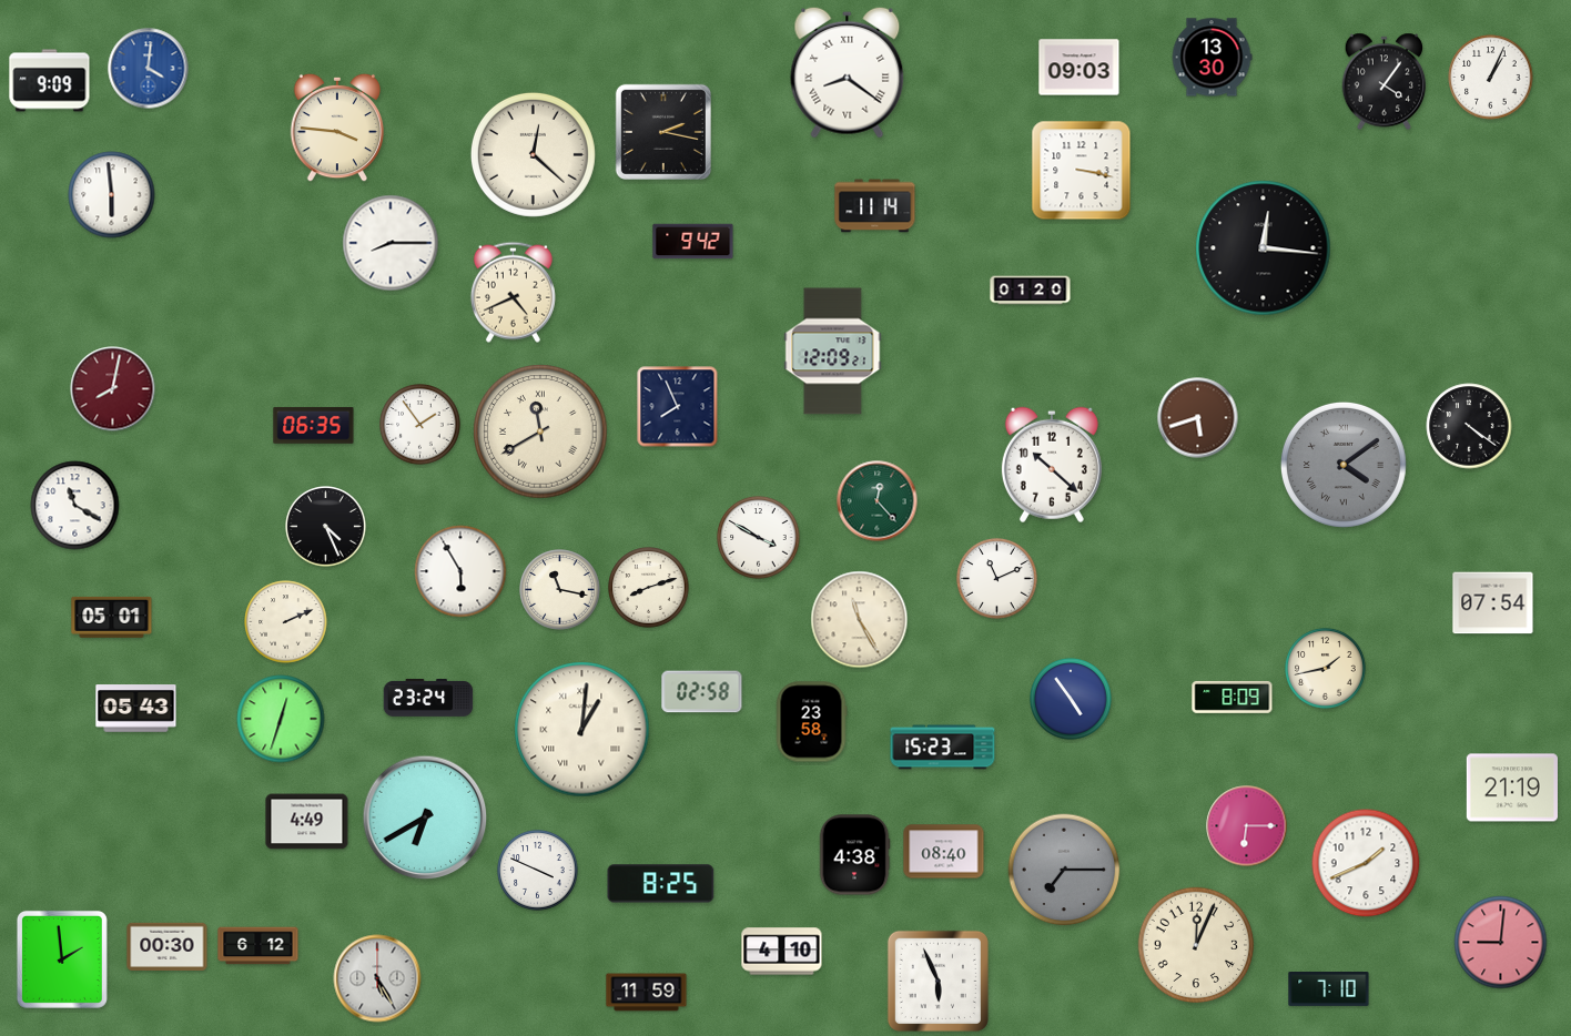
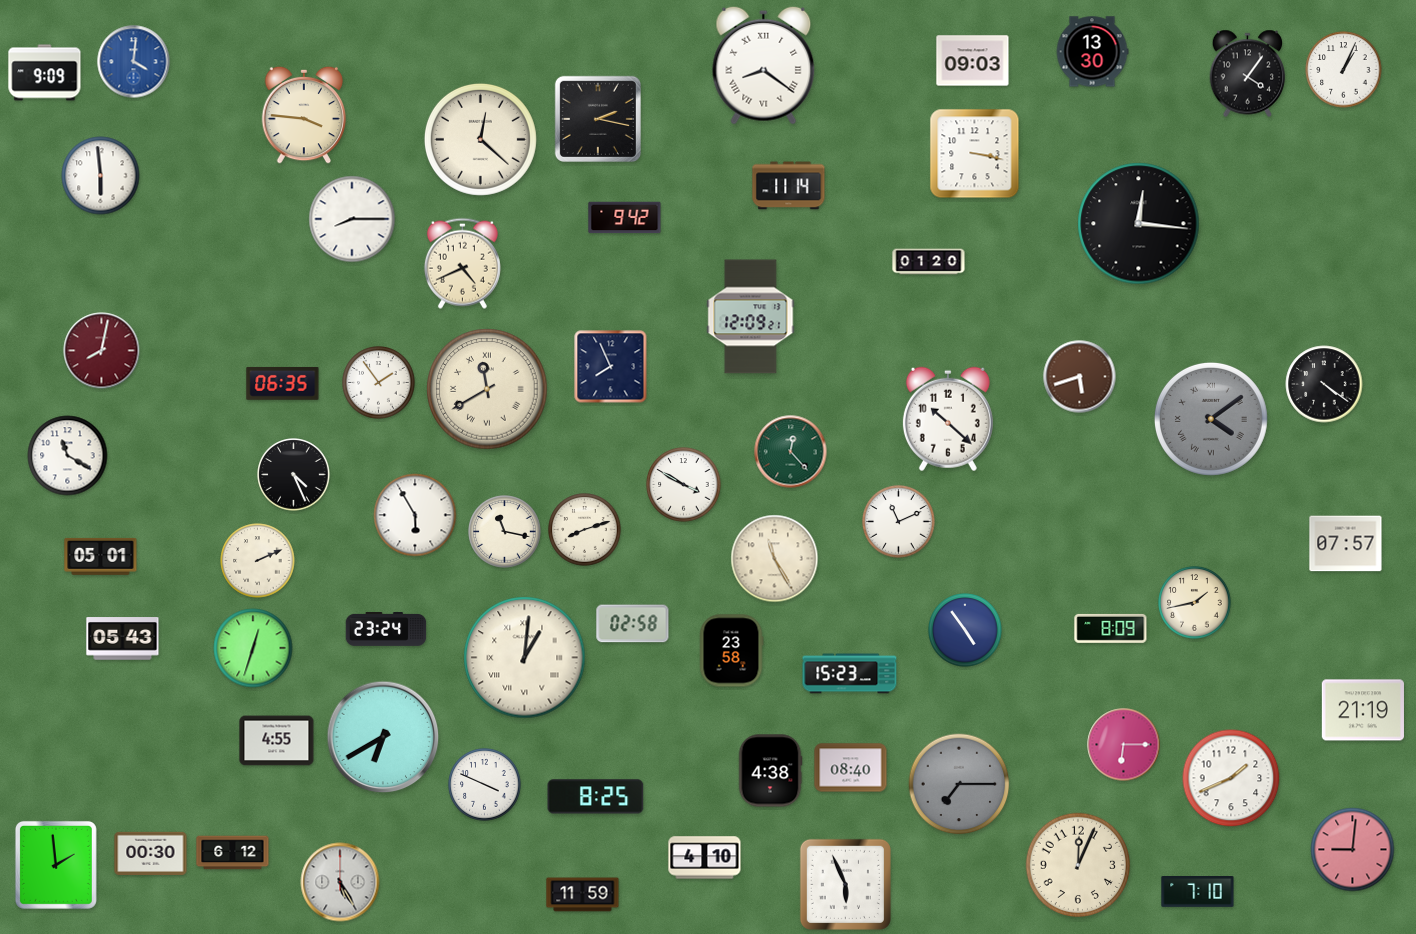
clock at (1493, 603): 07:54 -> 07:57
clock at (307, 822): 4:49 -> 4:55
clock at (1196, 945) position: (1196, 945) -> (1078, 865)
